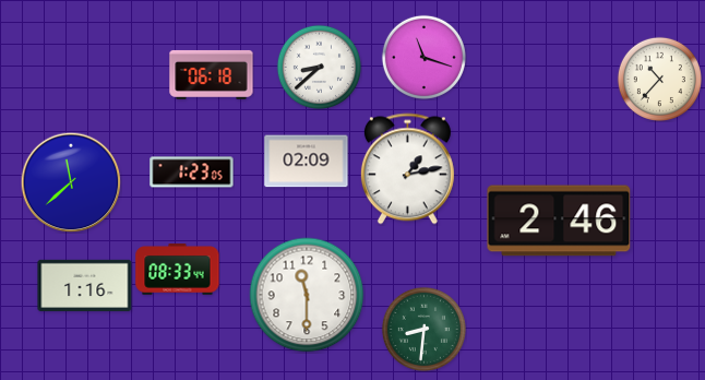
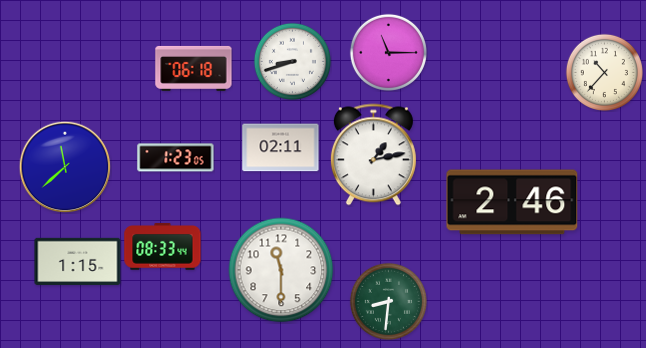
clock at (423, 57): 11:18 -> 11:15
clock at (319, 67): 8:38 -> 8:42
clock at (307, 162): 02:09 -> 02:11
clock at (85, 285): 1:16 -> 1:15
